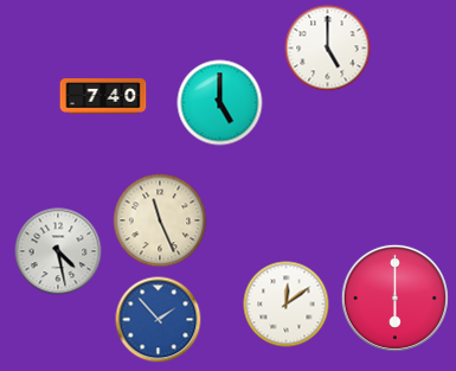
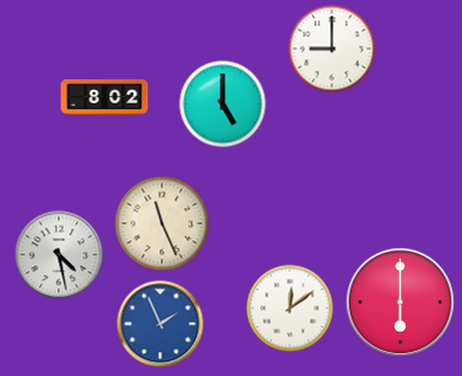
clock at (328, 49): 5:00 -> 9:00
clock at (103, 96): 7:40 -> 8:02
clock at (159, 320): 1:53 -> 1:56
